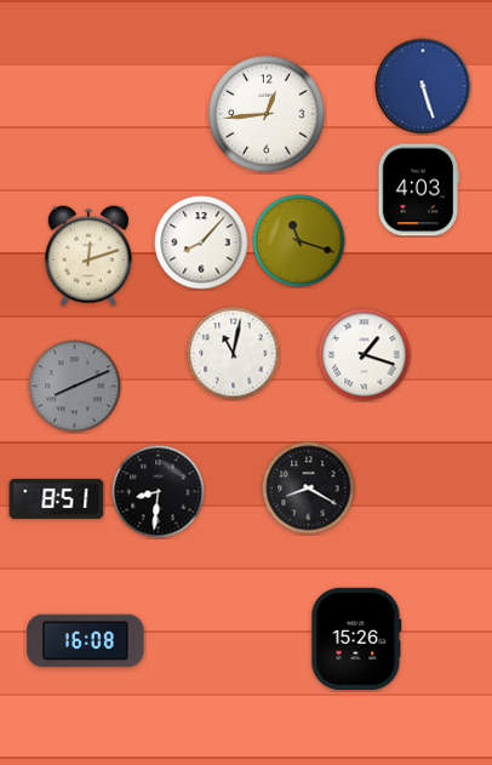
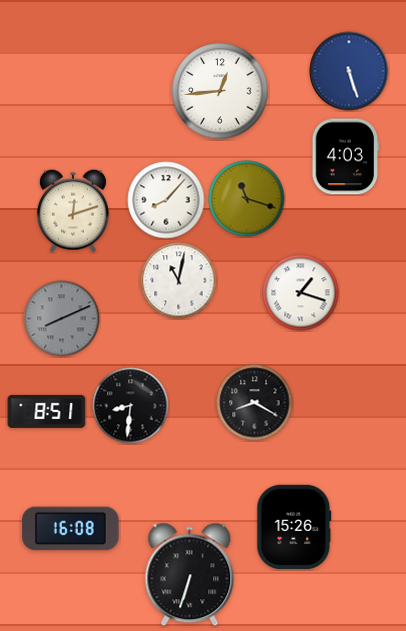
clock at (267, 114) position: (267, 114) -> (220, 91)
clock at (234, 354) position: (234, 354) -> (179, 281)
clock at (190, 575): none -> 6:33
